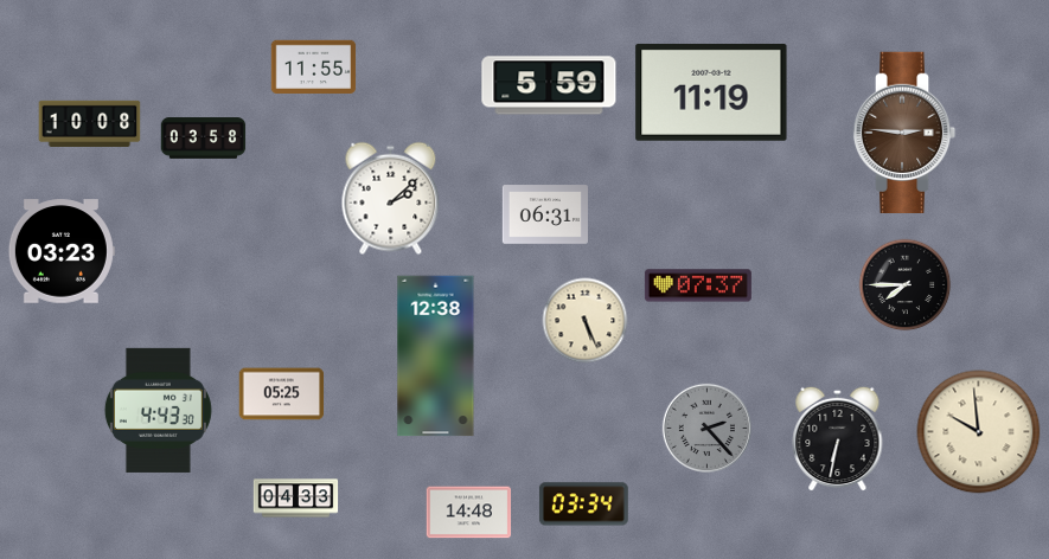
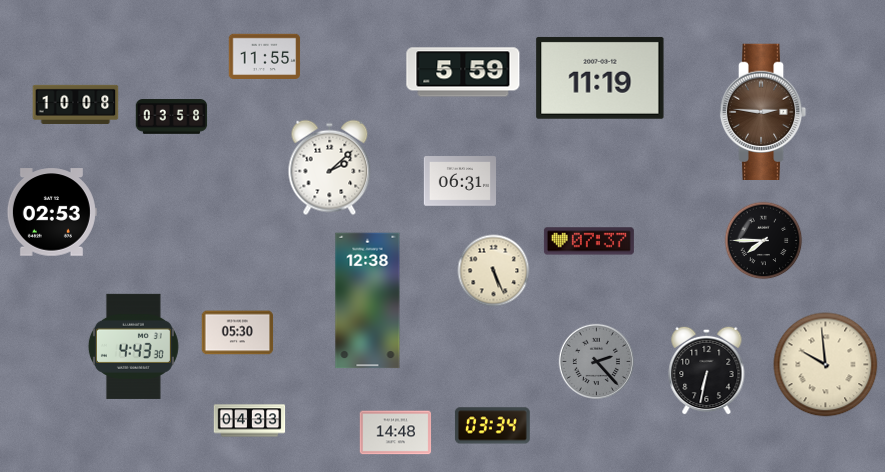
clock at (62, 251): 03:23 -> 02:53
clock at (282, 394): 05:25 -> 05:30
